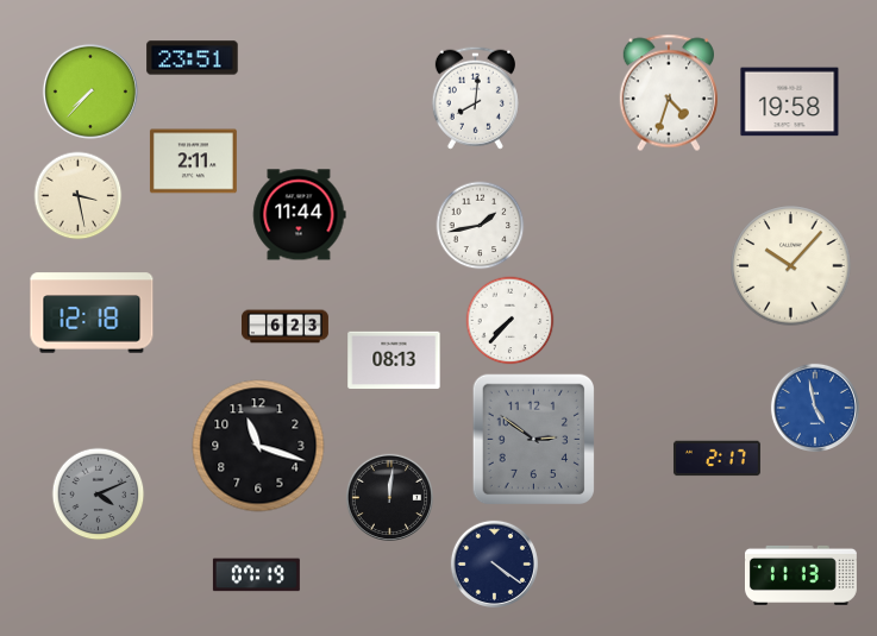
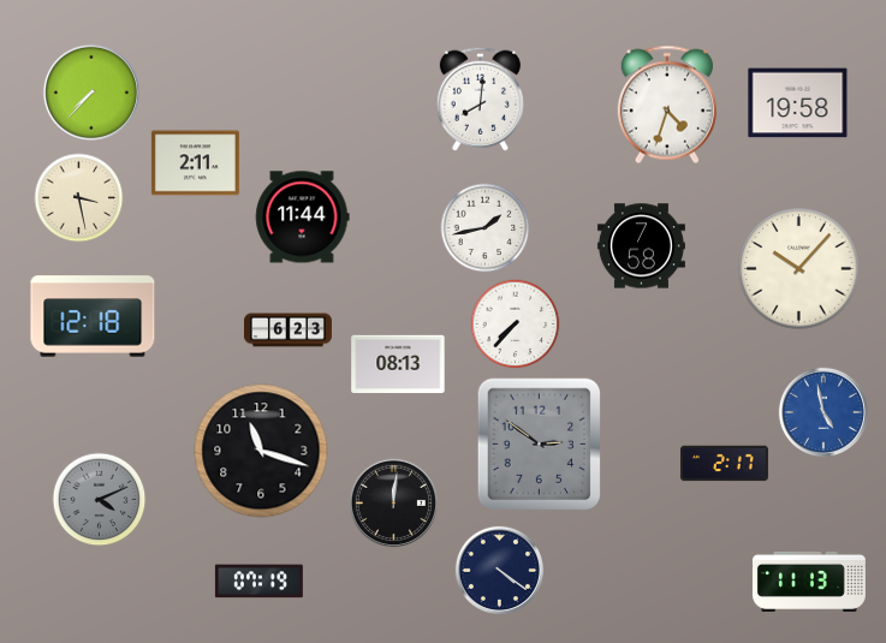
clock at (193, 58): 23:51 -> none
clock at (669, 93) position: (669, 93) -> (667, 105)
clock at (641, 246): none -> 7:58
